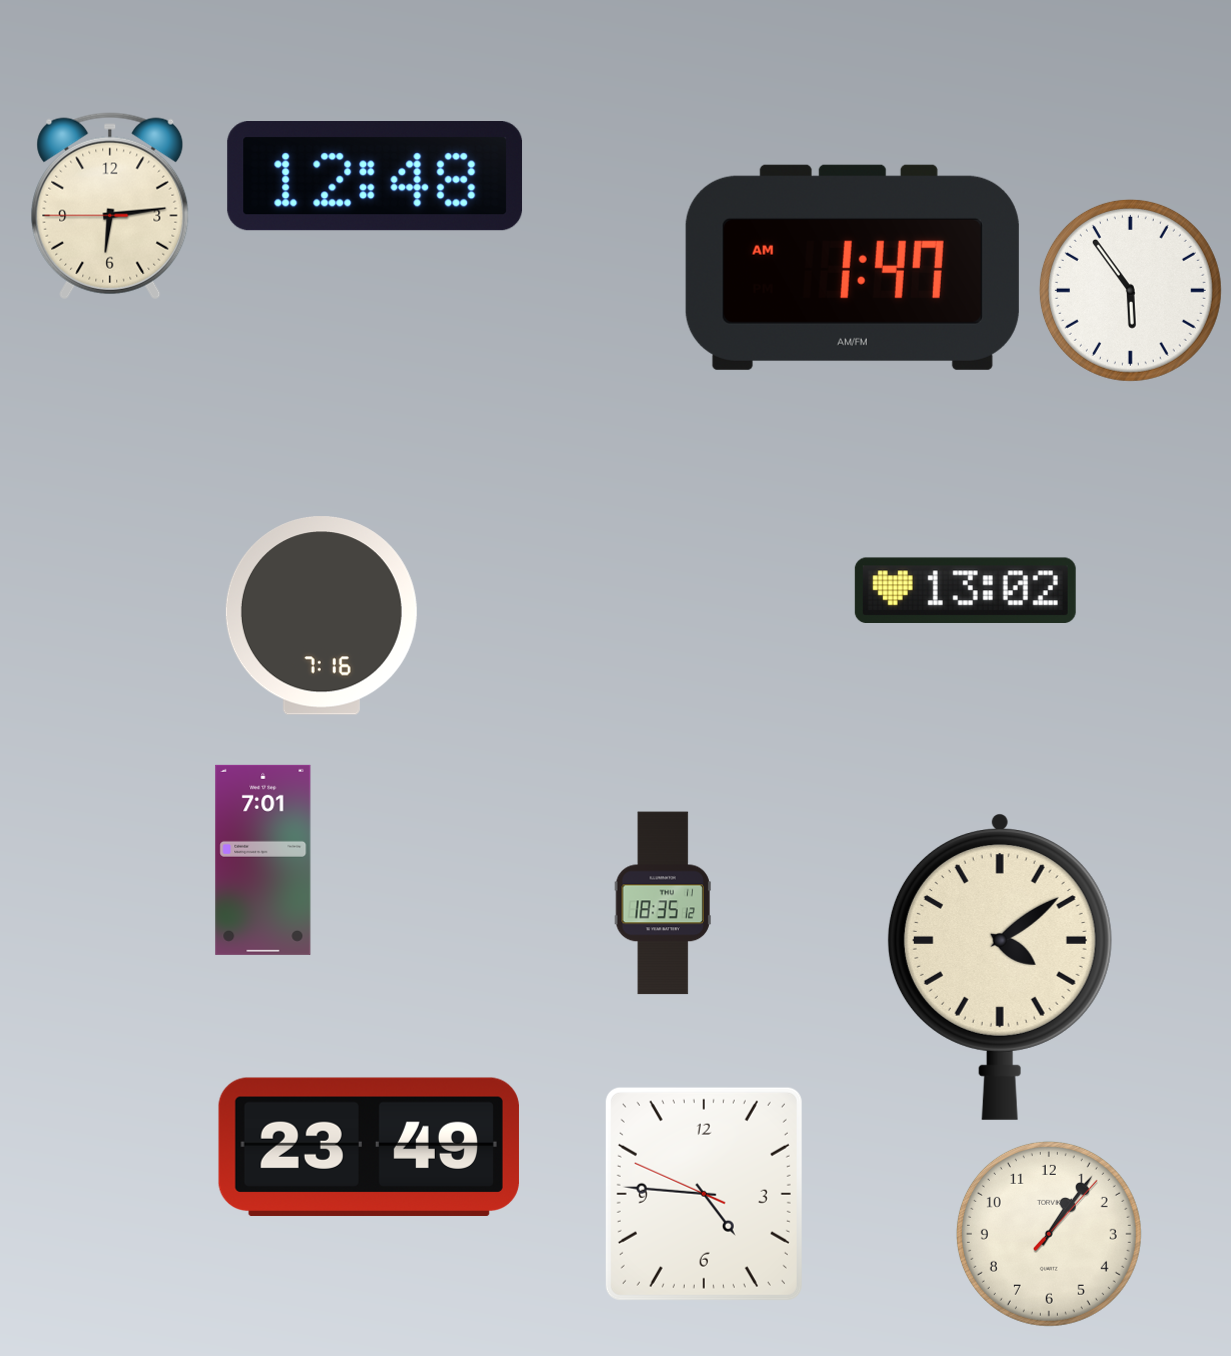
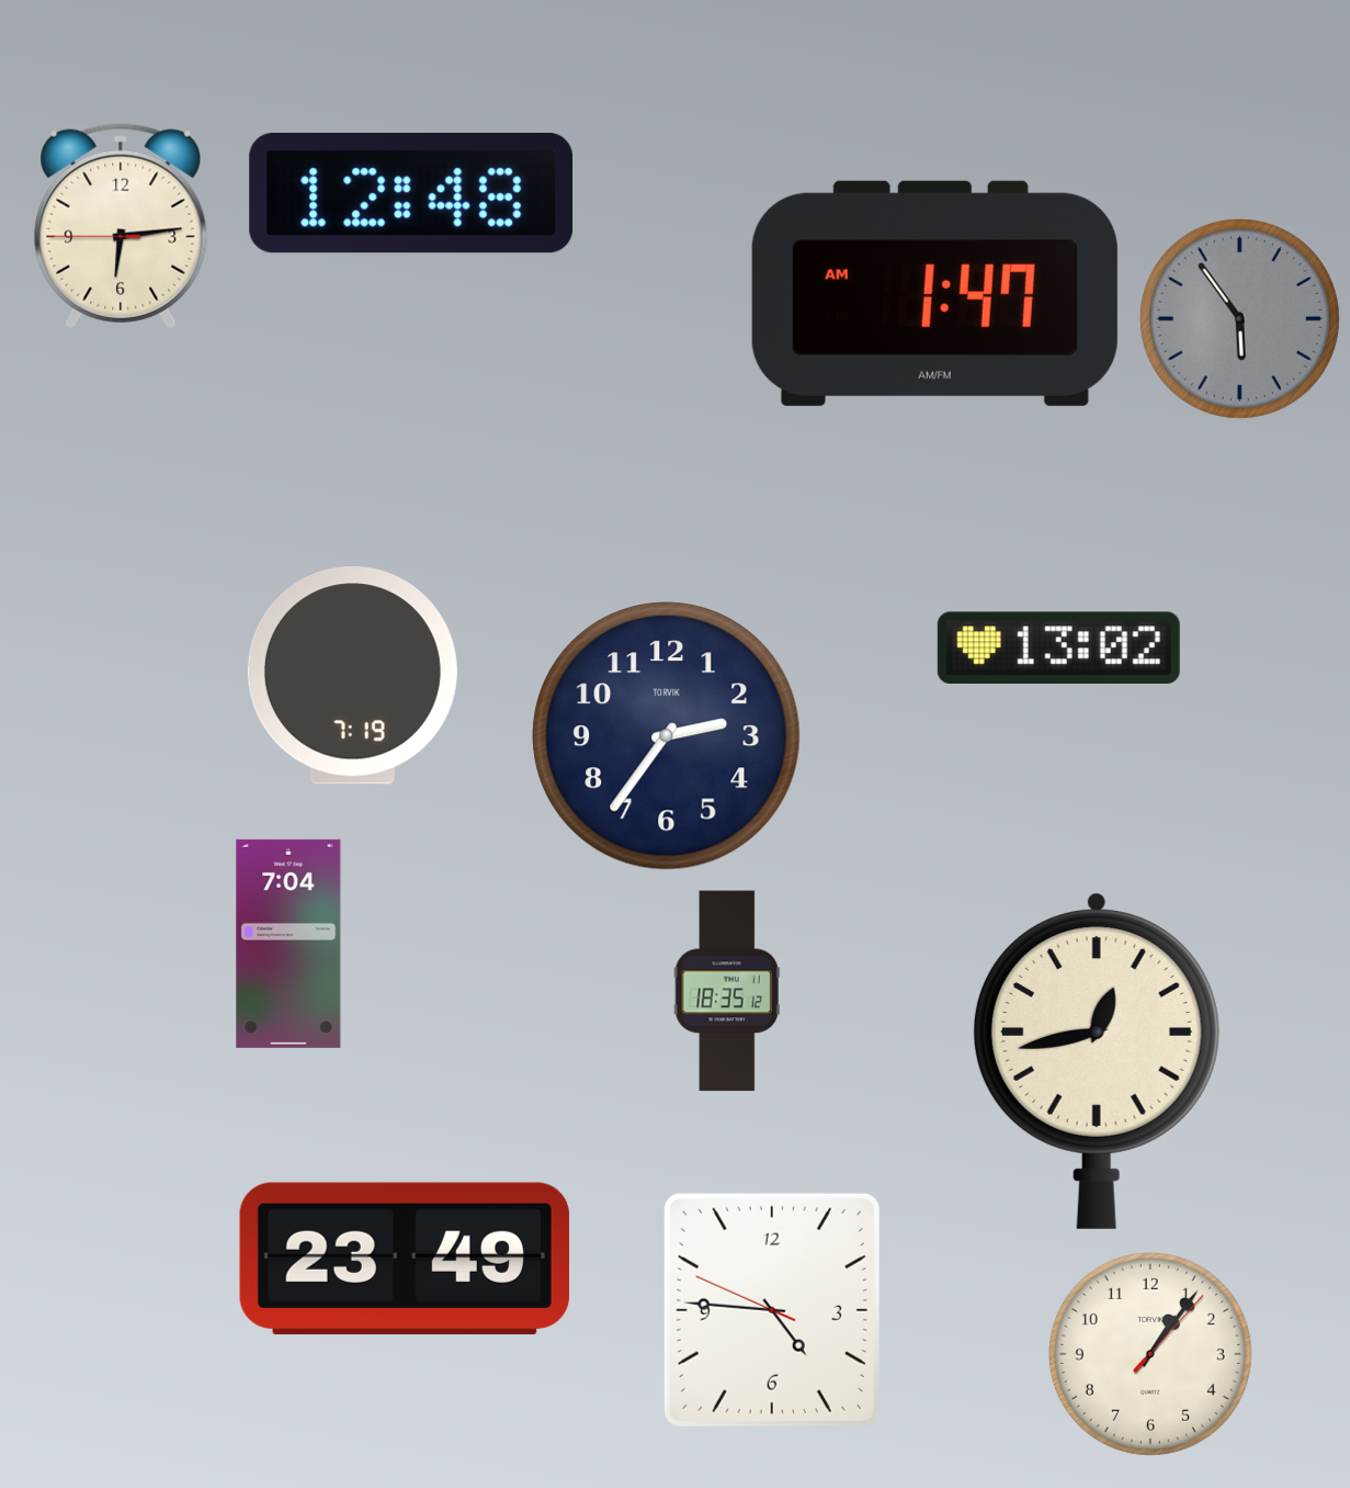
clock at (1130, 290) dial: white -> grey
clock at (321, 616): 7:16 -> 7:19
clock at (667, 736): none -> 2:36
clock at (263, 860): 7:01 -> 7:04
clock at (1000, 967): 4:09 -> 12:43
